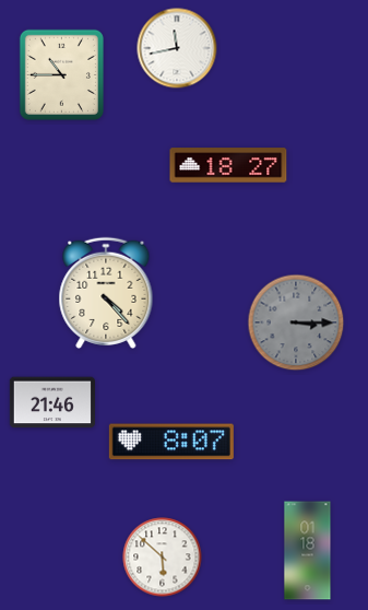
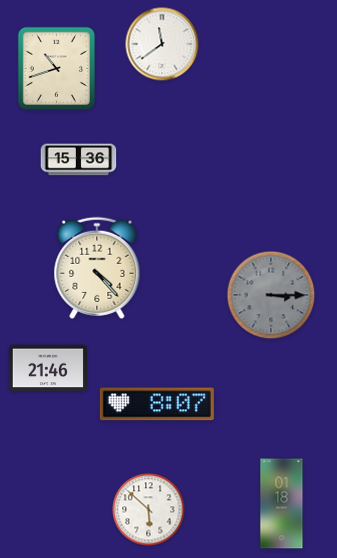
clock at (177, 48): 11:43 -> 11:39
clock at (61, 74): 10:45 -> 10:42
clock at (228, 165): 18:27 -> none
clock at (79, 160): none -> 15:36
